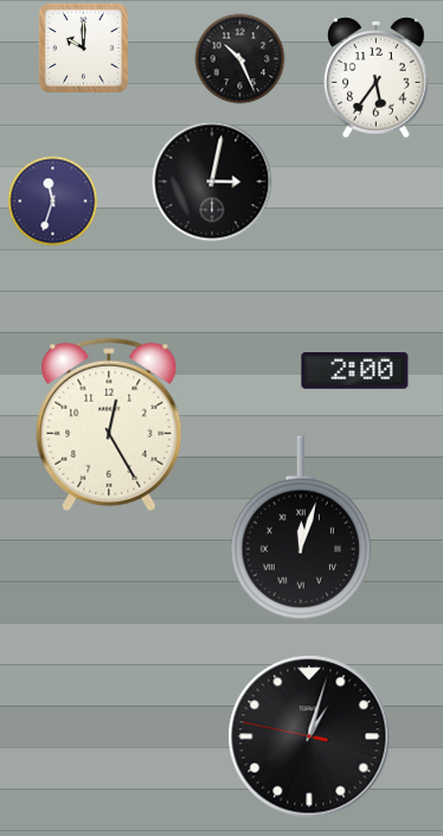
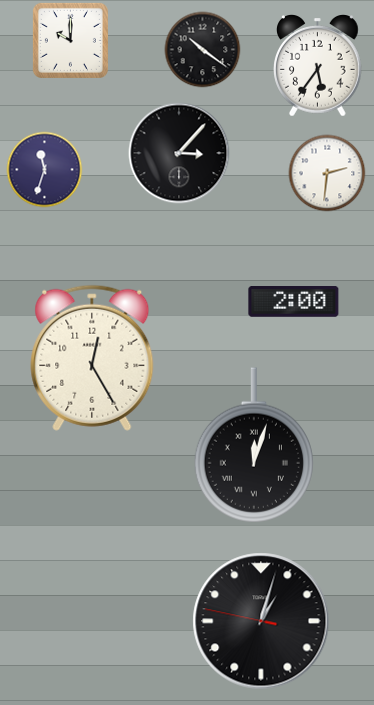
clock at (240, 59): 10:26 -> 10:21
clock at (212, 181): 3:02 -> 3:07
clock at (327, 173): none -> 2:31
clock at (355, 371) position: (355, 371) -> (294, 302)
